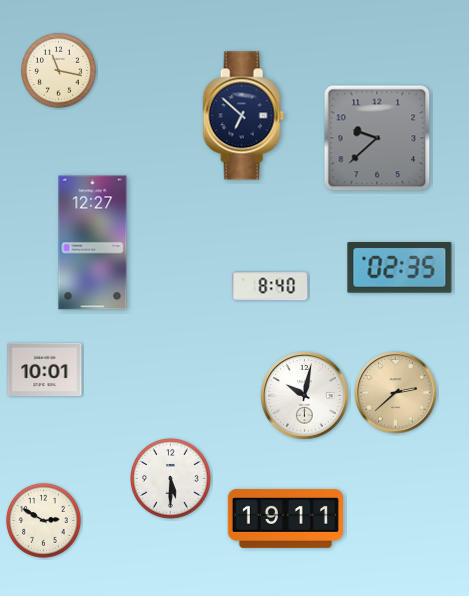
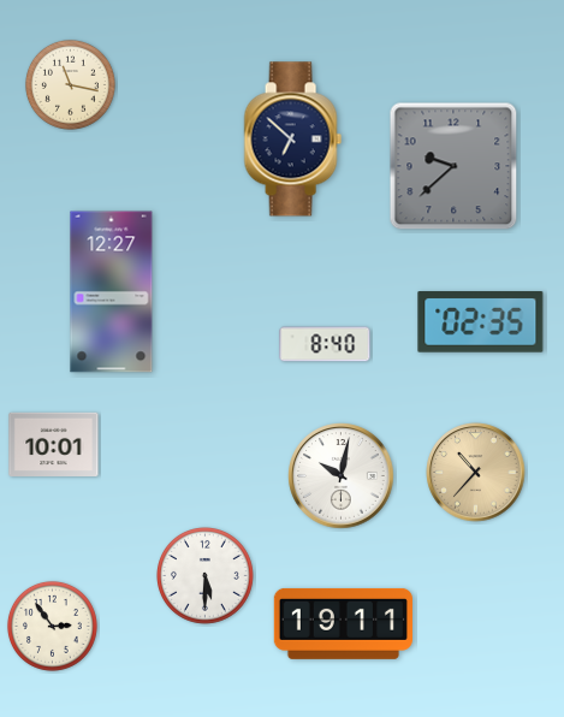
clock at (396, 393): 2:38 -> 10:37
clock at (305, 396) position: (305, 396) -> (342, 476)
clock at (43, 520): 2:50 -> 2:54
